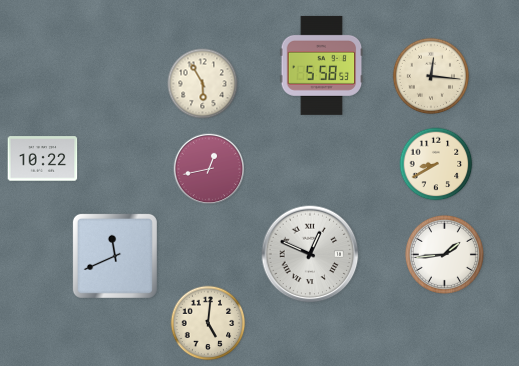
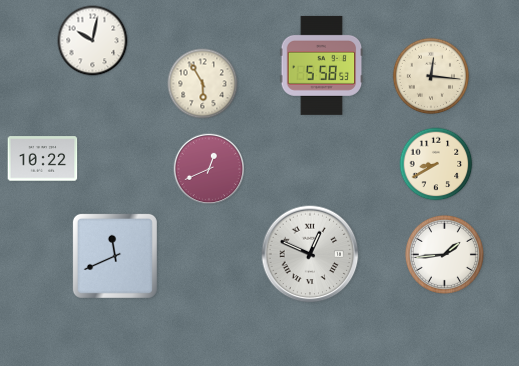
clock at (93, 41): none -> 10:02
clock at (209, 169): 12:43 -> 12:41
clock at (208, 323): 5:01 -> none
